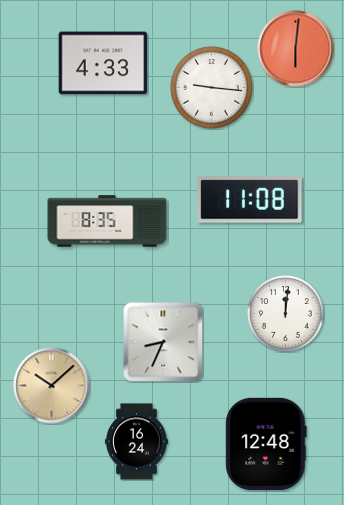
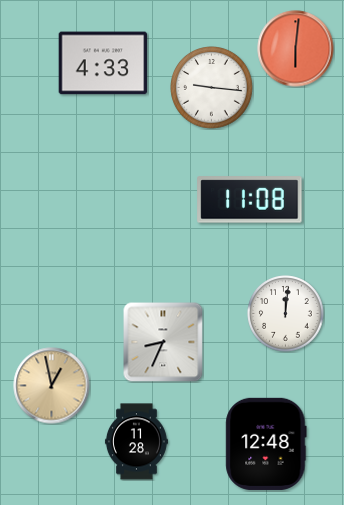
clock at (107, 221): 8:35 -> none
clock at (52, 386): 10:08 -> 12:58
clock at (136, 442): 16:24 -> 11:28
